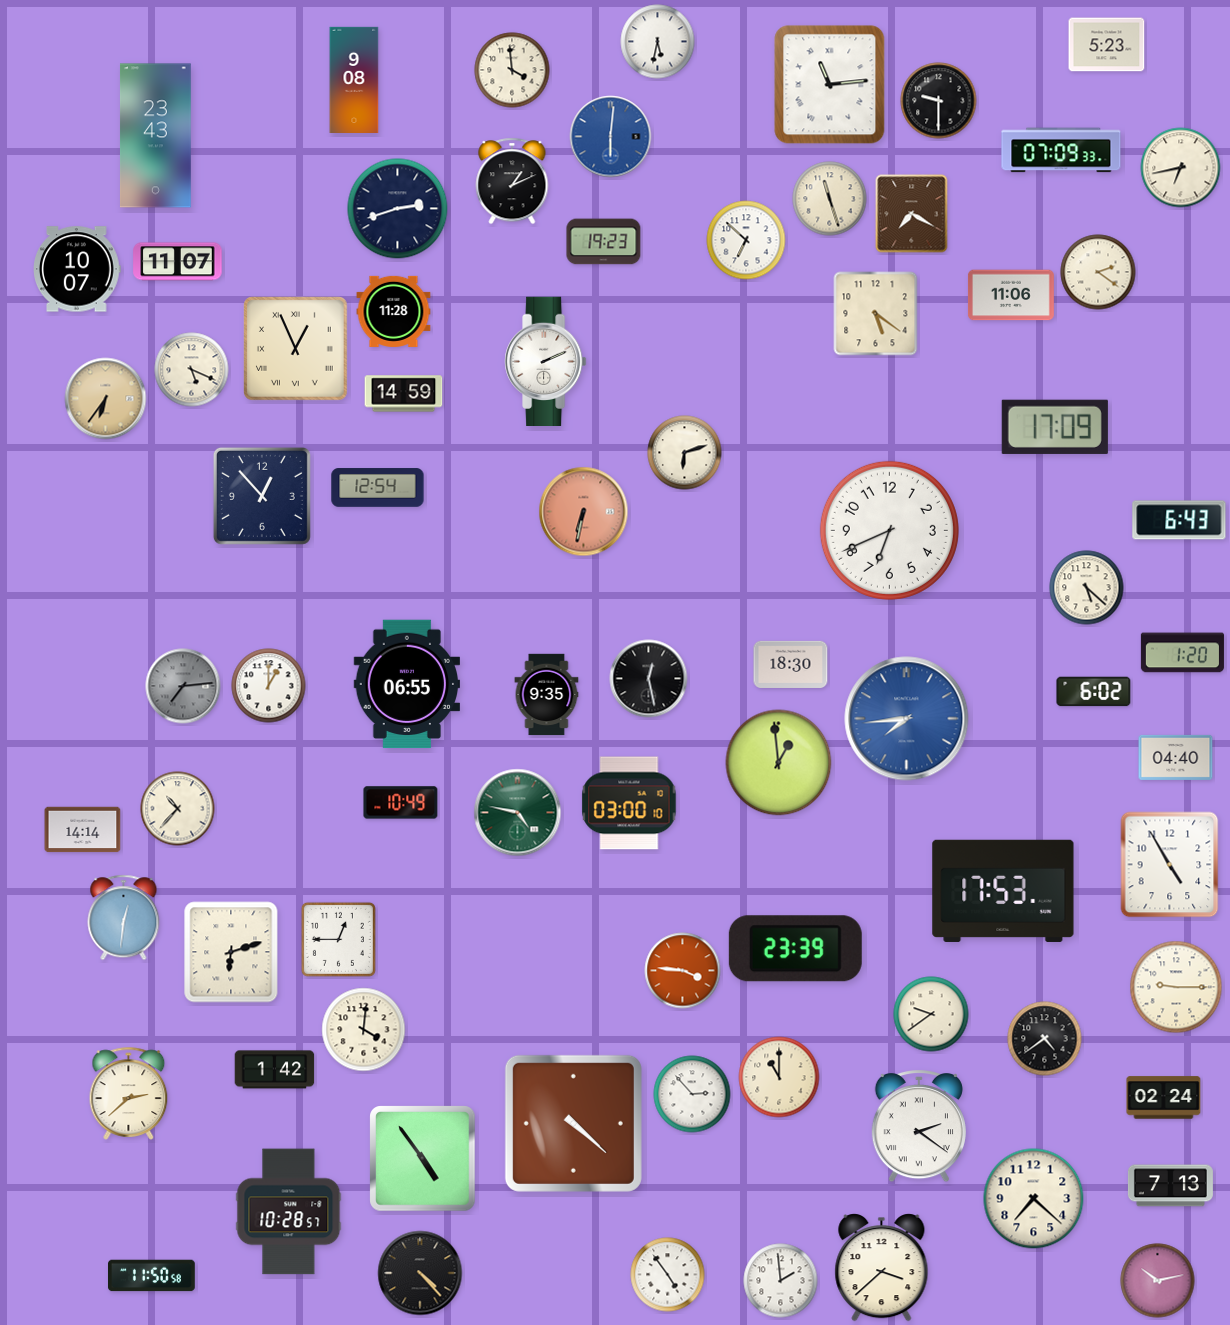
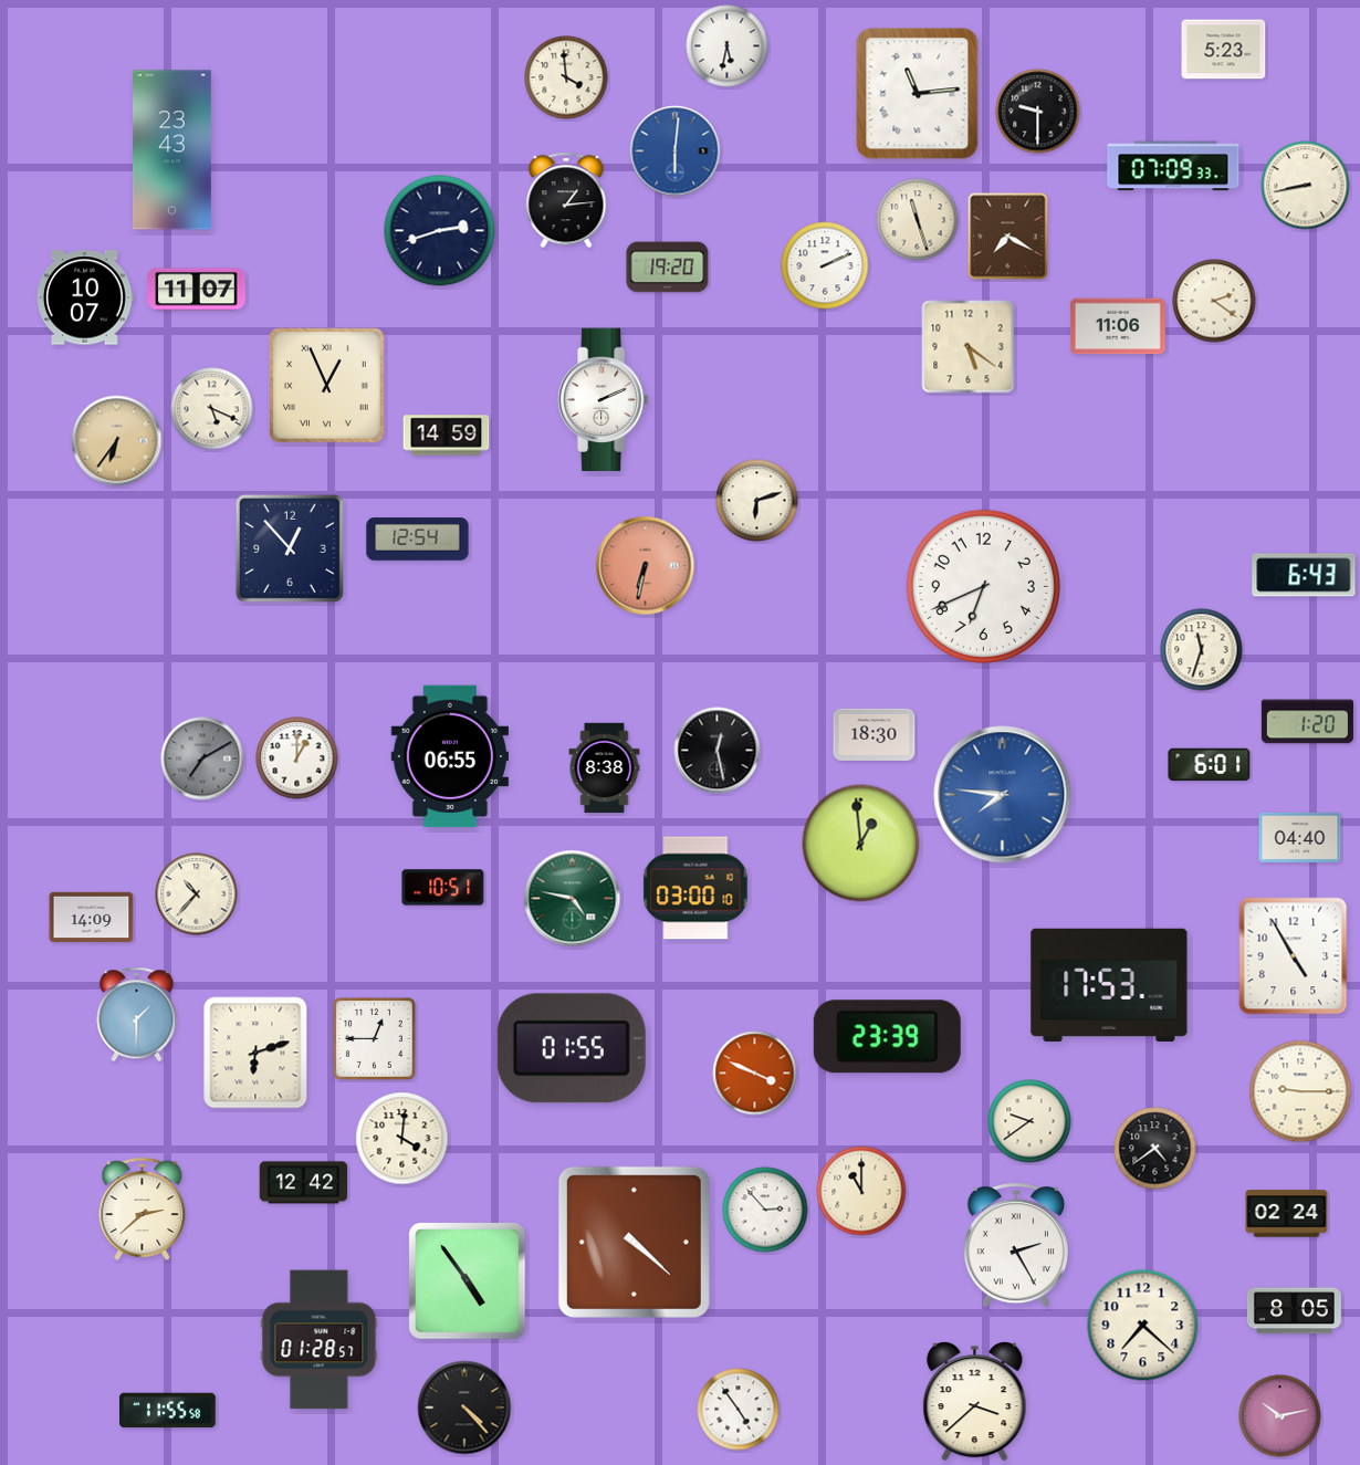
clock at (354, 79): 9:08 -> none
clock at (1181, 168): 6:43 -> 8:43
clock at (512, 181): 1:11 -> 1:14
clock at (746, 240): 6:52 -> 2:11
clock at (604, 242): 19:23 -> 19:20
clock at (394, 311): 11:28 -> none
clock at (1055, 427): 17:09 -> none
clock at (1087, 588): 5:22 -> 11:33
clock at (183, 686): 7:14 -> 7:10
clock at (1094, 692): 6:02 -> 6:01
clock at (547, 695): 9:35 -> 8:38
clock at (907, 719): 7:44 -> 7:46
clock at (401, 803): 10:49 -> 10:51
clock at (83, 830): 14:14 -> 14:09
clock at (124, 918): 12:31 -> 1:30
clock at (572, 1048): none -> 01:55
clock at (795, 949) position: (795, 949) -> (887, 1037)
clock at (683, 971): 3:46 -> 3:49
clock at (275, 1070): 1:42 -> 12:42
clock at (919, 1126): 2:21 -> 2:25
clock at (1170, 1186): 7:13 -> 8:05
clock at (289, 1212): 10:28 -> 01:28
clock at (152, 1276): 11:50 -> 11:55
clock at (781, 1281): 1:59 -> none
